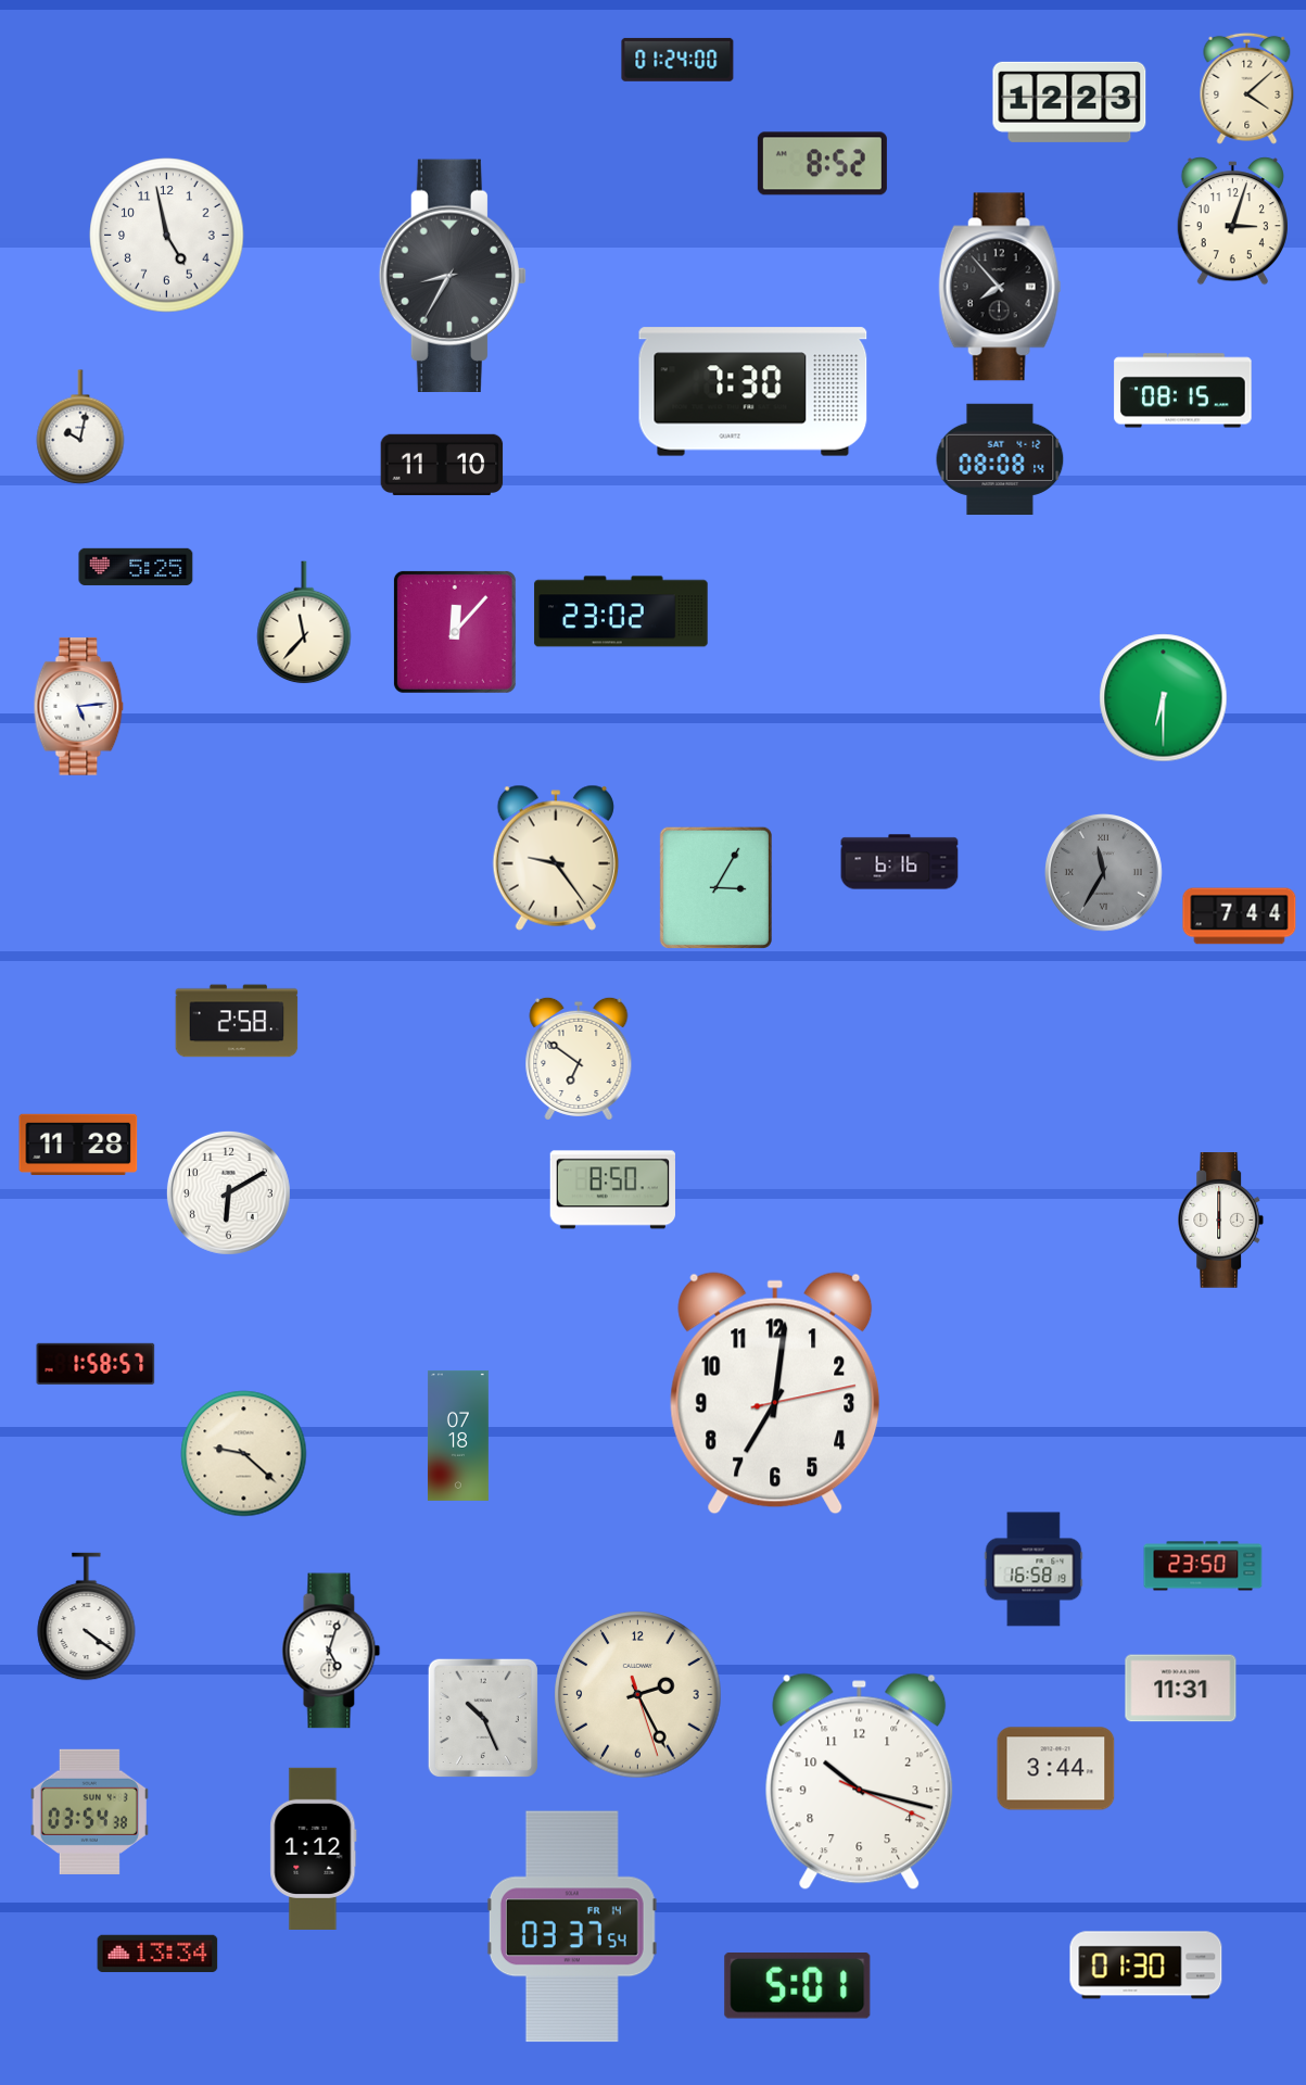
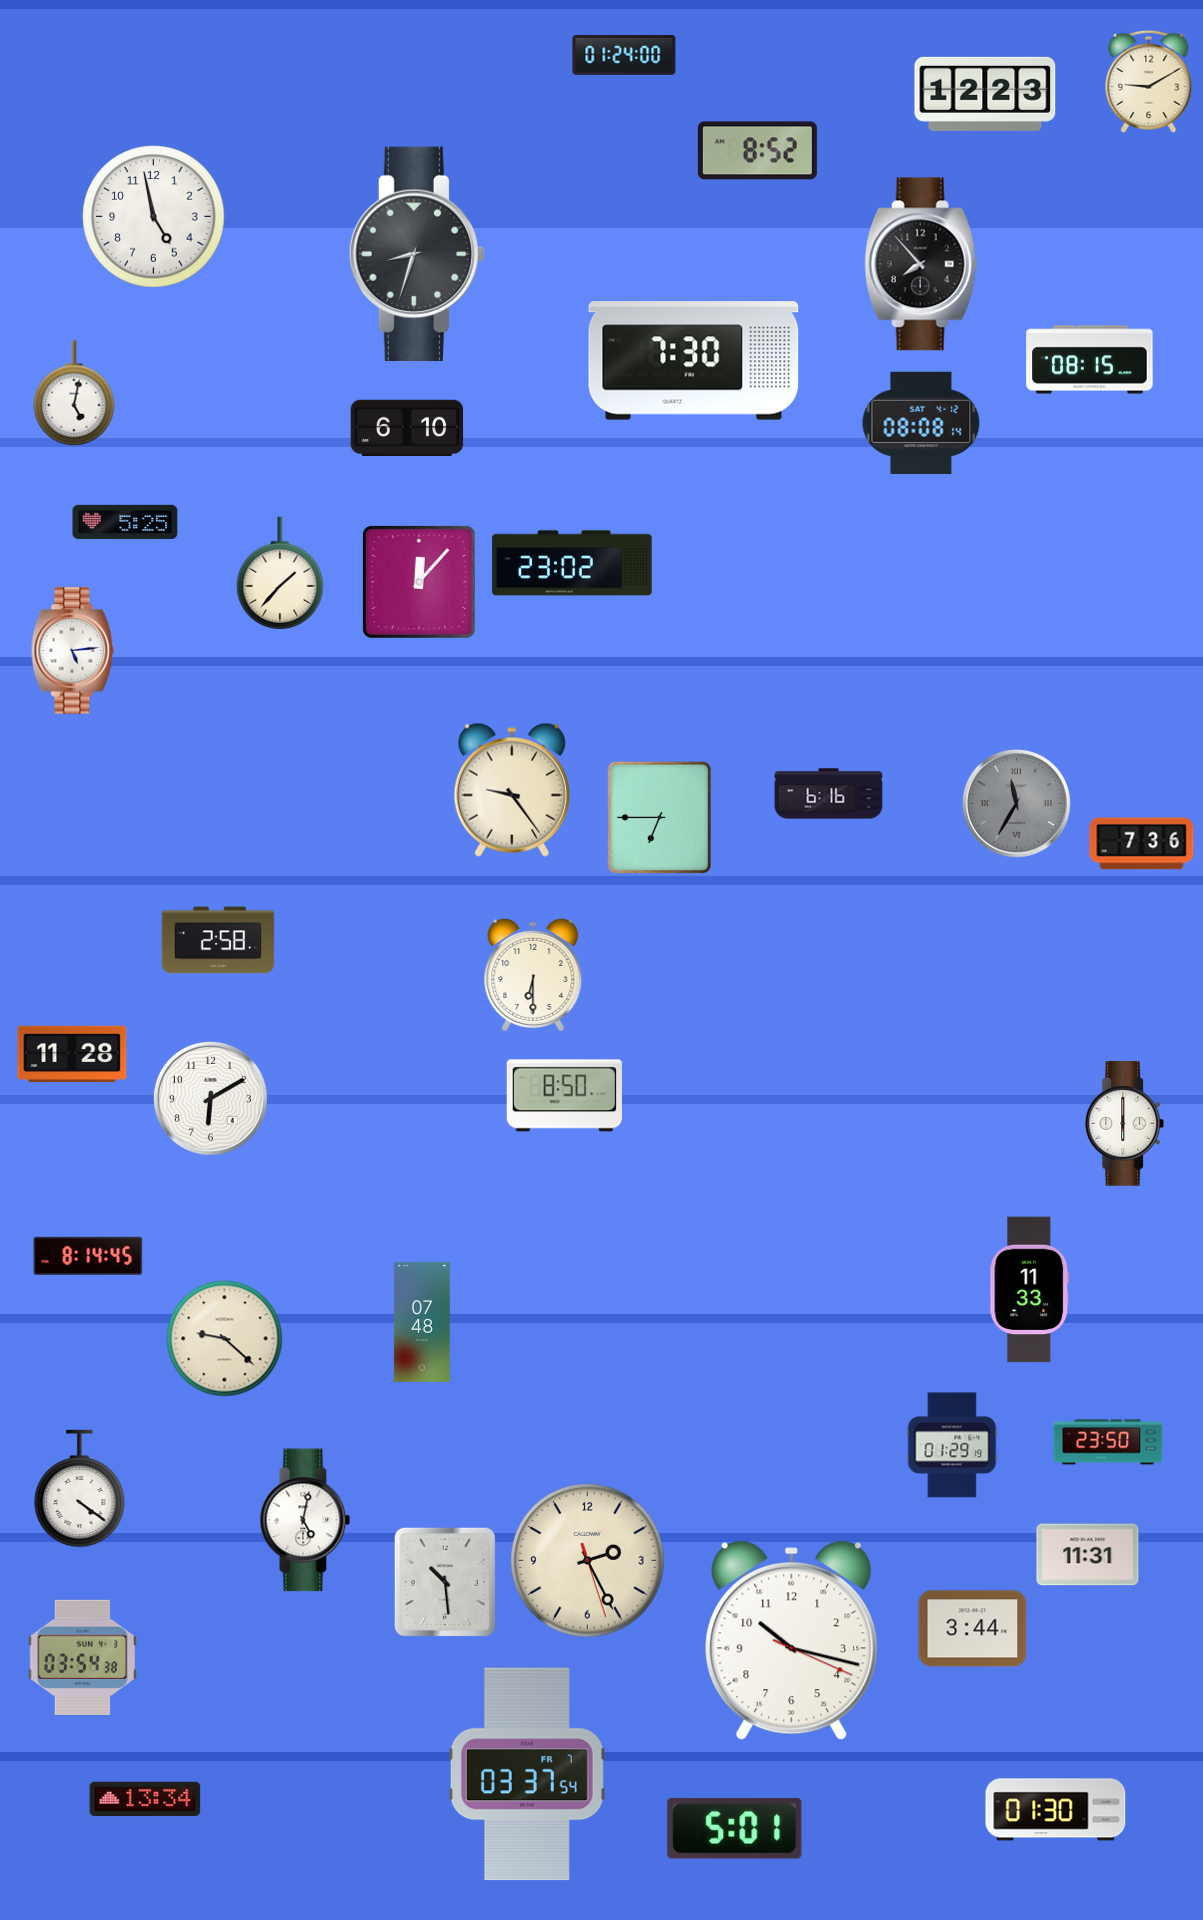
clock at (1247, 88): 4:08 -> 9:10
clock at (1232, 222): 3:03 -> none
clock at (452, 275): 8:35 -> 8:33
clock at (80, 427): 10:02 -> 5:02
clock at (442, 465): 11:10 -> 6:10
clock at (304, 623): 11:37 -> 1:37
clock at (1164, 698): 6:30 -> none
clock at (715, 887): 3:05 -> 6:45
clock at (1240, 917): 7:44 -> 7:36
clock at (579, 1059): 6:51 -> 6:30
clock at (96, 1364): 1:58 -> 8:14
clock at (775, 1393): 7:01 -> none
clock at (1030, 1290): none -> 11:33
clock at (458, 1436): 07:18 -> 07:48
clock at (1034, 1569): 16:58 -> 01:29
clock at (331, 1651): 5:03 -> 5:02
clock at (482, 1717): 10:26 -> 10:29
clock at (89, 1811) position: (89, 1811) -> (82, 1657)
clock at (314, 1848): 1:12 -> none
clock at (572, 1926) date: FR 14 -> FR 7
